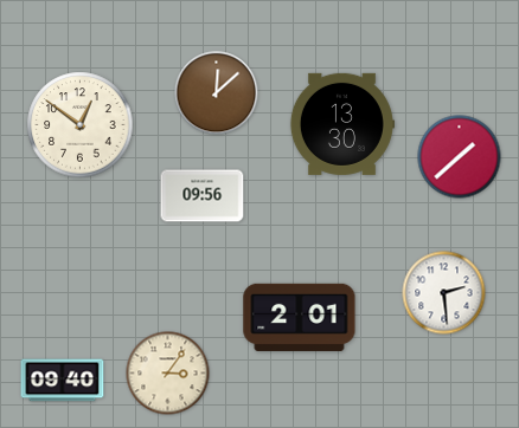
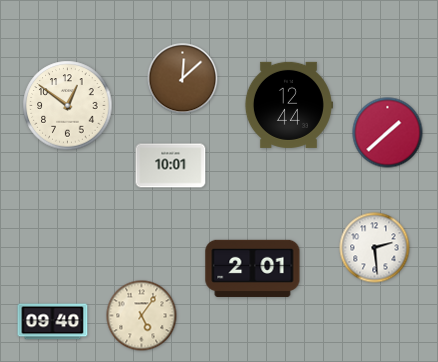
clock at (341, 124): 13:30 -> 12:44
clock at (203, 196): 09:56 -> 10:01
clock at (168, 374): 3:06 -> 5:06
